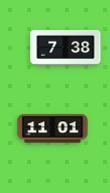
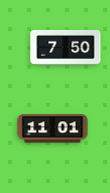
clock at (66, 47): 7:38 -> 7:50
